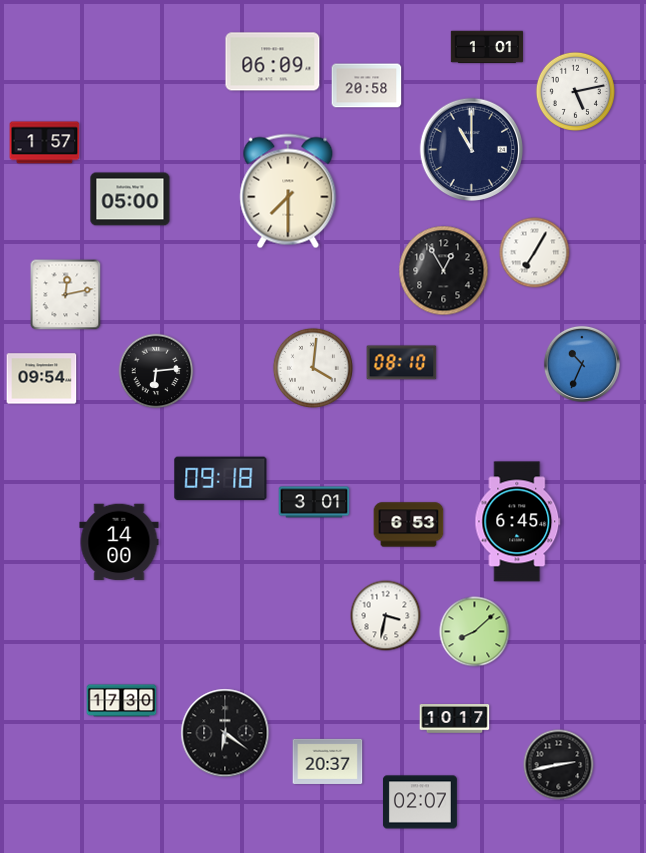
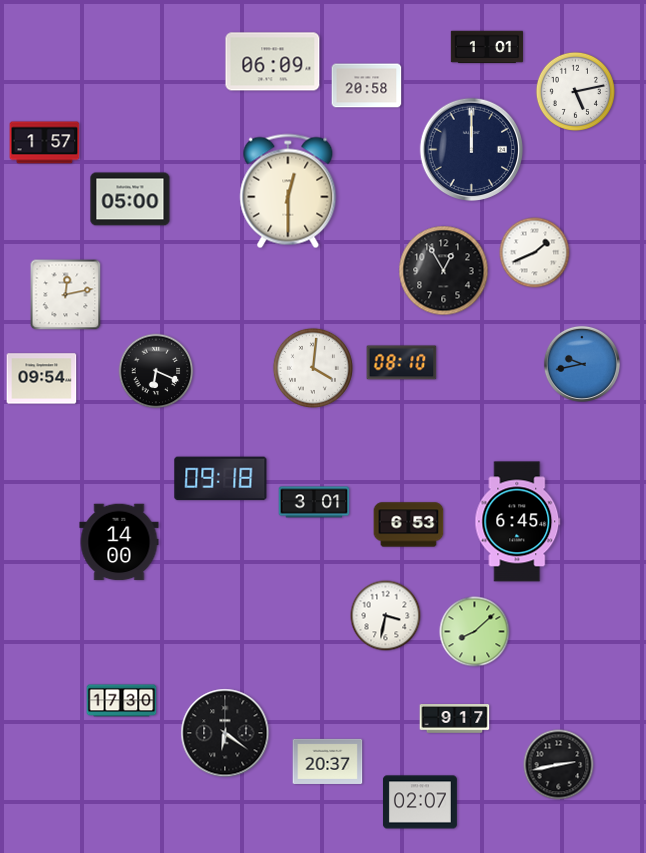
clock at (472, 149): 11:00 -> 12:00
clock at (288, 191): 7:30 -> 12:30
clock at (535, 253): 7:05 -> 1:41
clock at (582, 364): 10:34 -> 9:43
clock at (156, 371): 6:14 -> 6:19
clock at (455, 719): 10:17 -> 9:17
